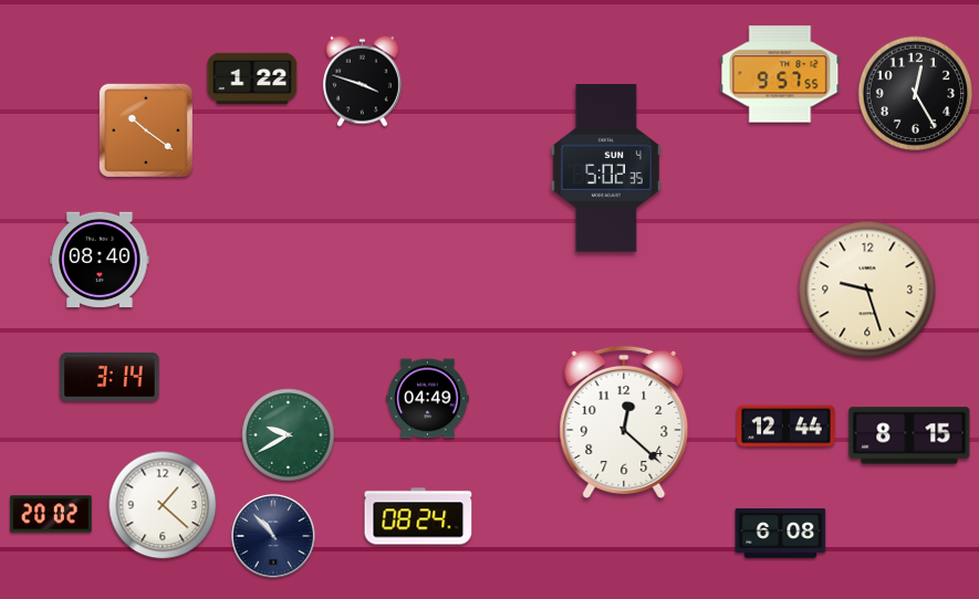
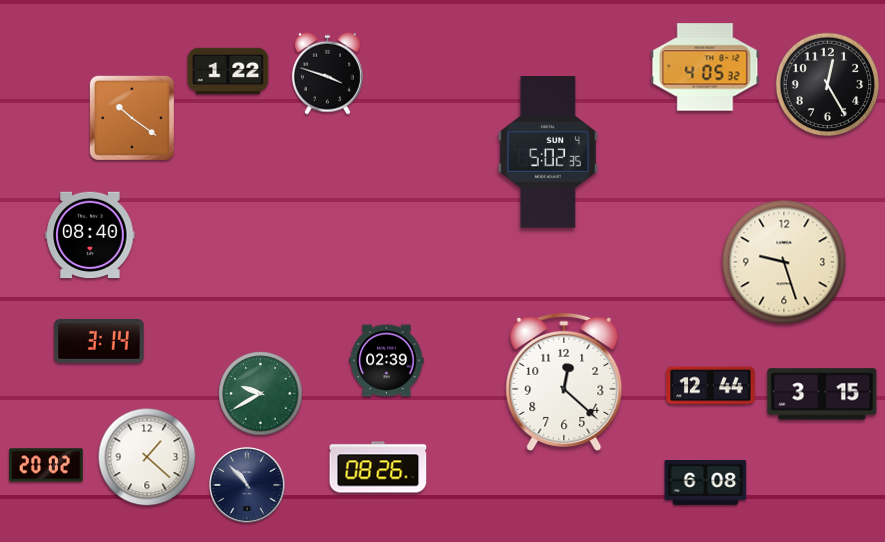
clock at (780, 74): 9:57 -> 4:05
clock at (428, 399): 04:49 -> 02:39
clock at (909, 435): 8:15 -> 3:15
clock at (418, 516): 08:24 -> 08:26
